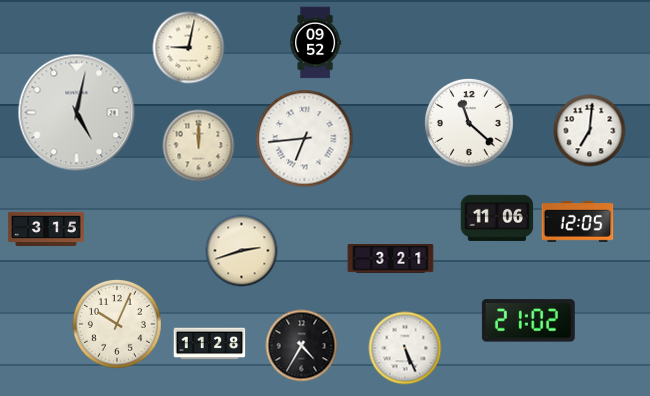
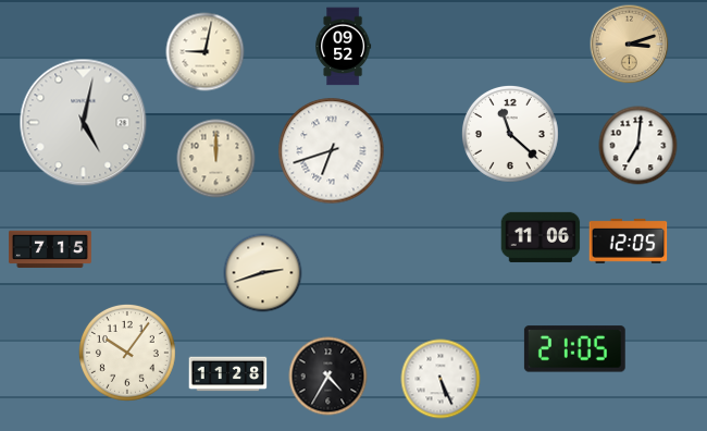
clock at (630, 45): none -> 3:12
clock at (590, 131) position: (590, 131) -> (638, 146)
clock at (305, 139): 6:44 -> 6:42
clock at (47, 229): 3:15 -> 7:15
clock at (391, 259): 3:21 -> none
clock at (528, 321): 21:02 -> 21:05
clock at (117, 324): 10:04 -> 10:06
